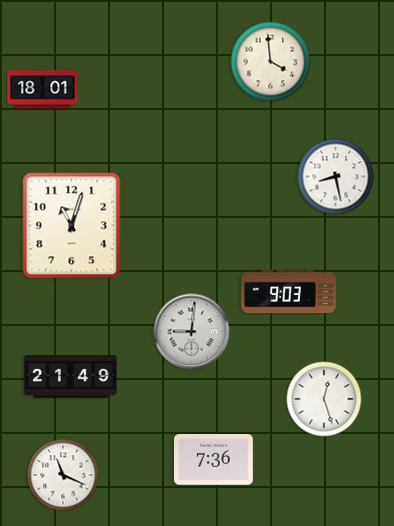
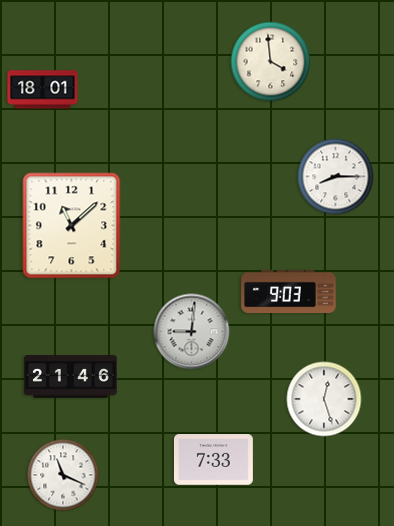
clock at (336, 177): 8:28 -> 8:15
clock at (72, 226): 11:03 -> 11:08
clock at (70, 377): 21:49 -> 21:46
clock at (214, 460): 7:36 -> 7:33
